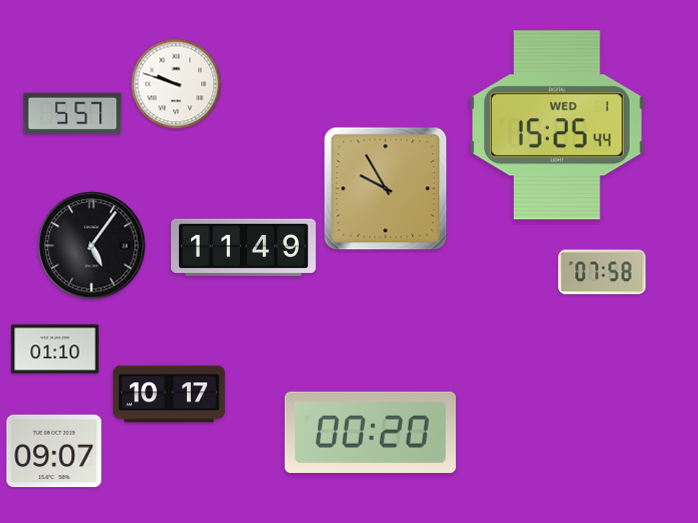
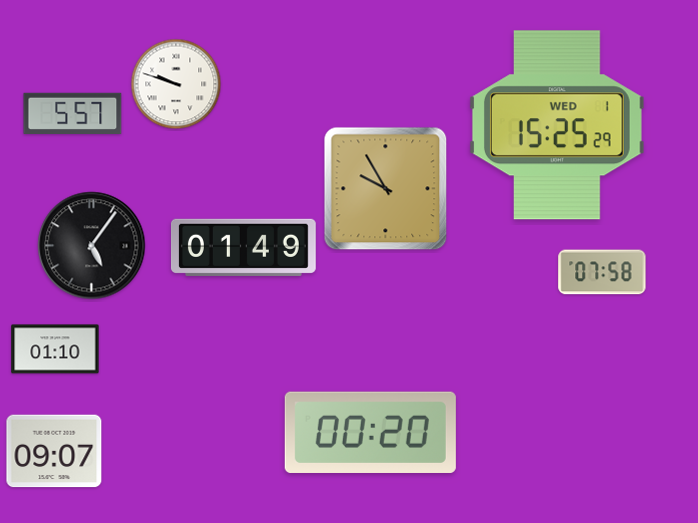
clock at (557, 125): 15:25:44 -> 15:25:29
clock at (243, 247): 11:49 -> 01:49
clock at (169, 394): 10:17 -> none
